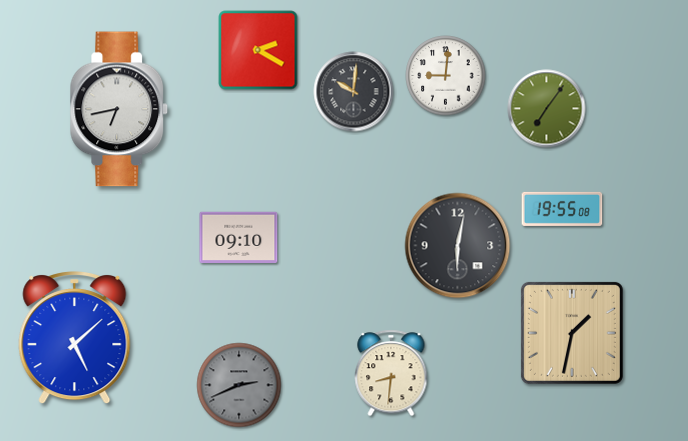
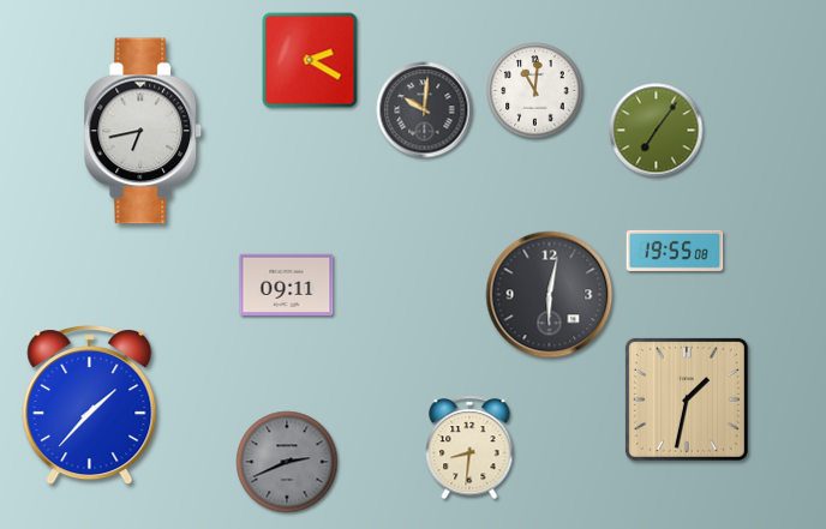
clock at (446, 76): 9:01 -> 11:01
clock at (239, 237): 09:10 -> 09:11
clock at (75, 339): 5:08 -> 1:37
